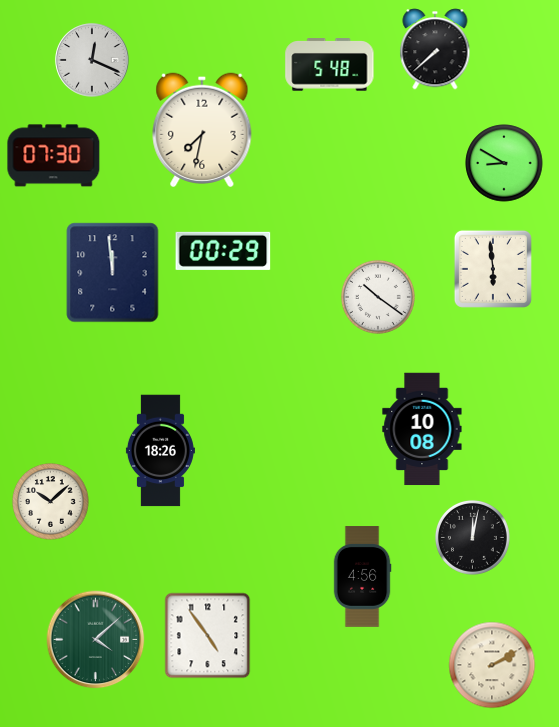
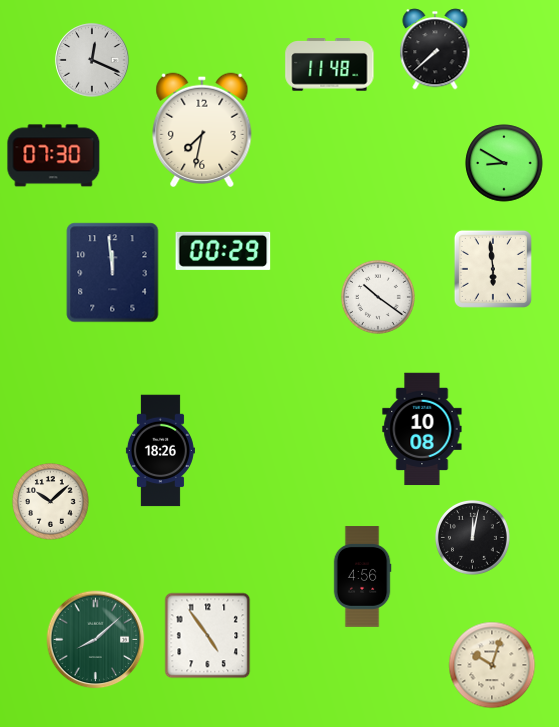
clock at (330, 65): 5:48 -> 11:48
clock at (96, 640): 4:08 -> 8:08
clock at (492, 665): 2:10 -> 10:03
